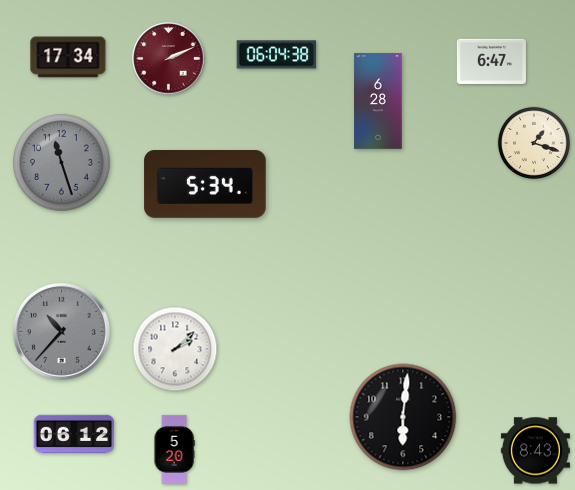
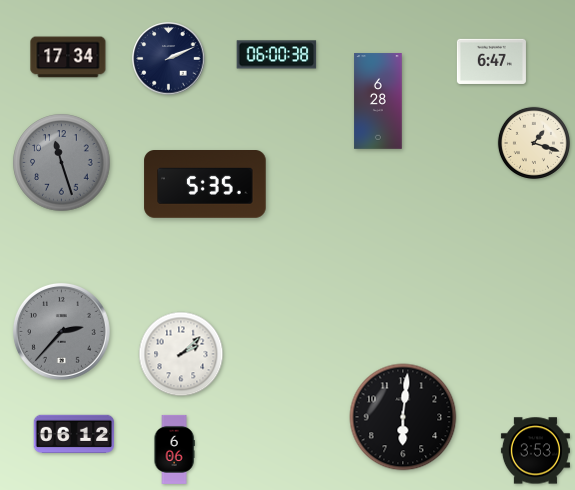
clock at (277, 55): 06:04 -> 06:00
clock at (169, 59) dial: burgundy -> navy
clock at (205, 185): 5:34 -> 5:35
clock at (61, 331): 10:37 -> 2:37
clock at (175, 349) position: (175, 349) -> (181, 354)
clock at (174, 449): 5:20 -> 6:06
clock at (535, 451): 8:43 -> 3:53
